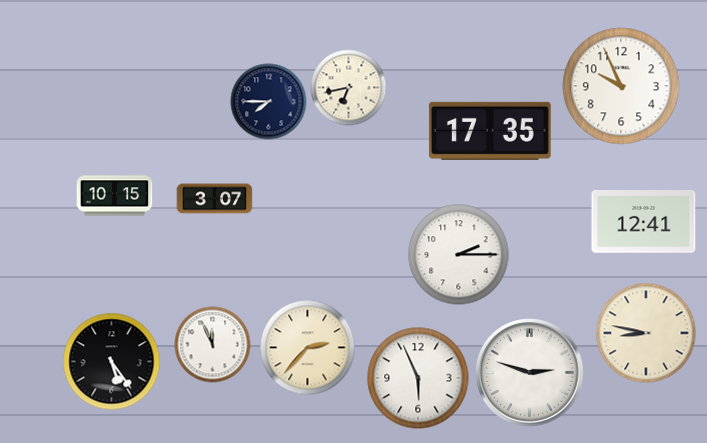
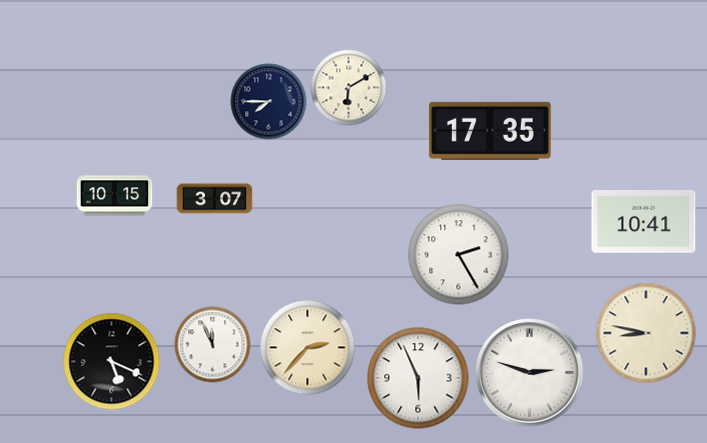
clock at (621, 86): 9:56 -> none
clock at (349, 88): 6:43 -> 6:10
clock at (644, 222): 12:41 -> 10:41
clock at (459, 255): 2:15 -> 2:25
clock at (112, 362): 5:24 -> 5:19
